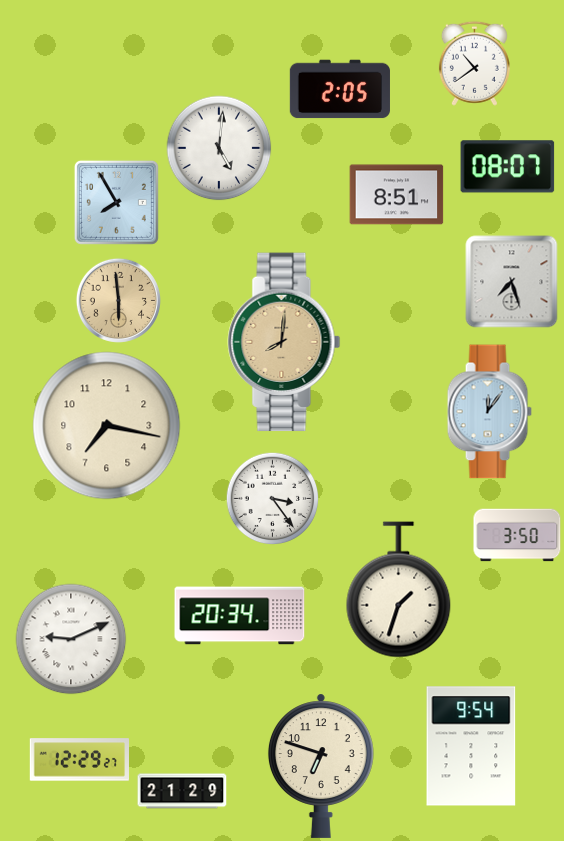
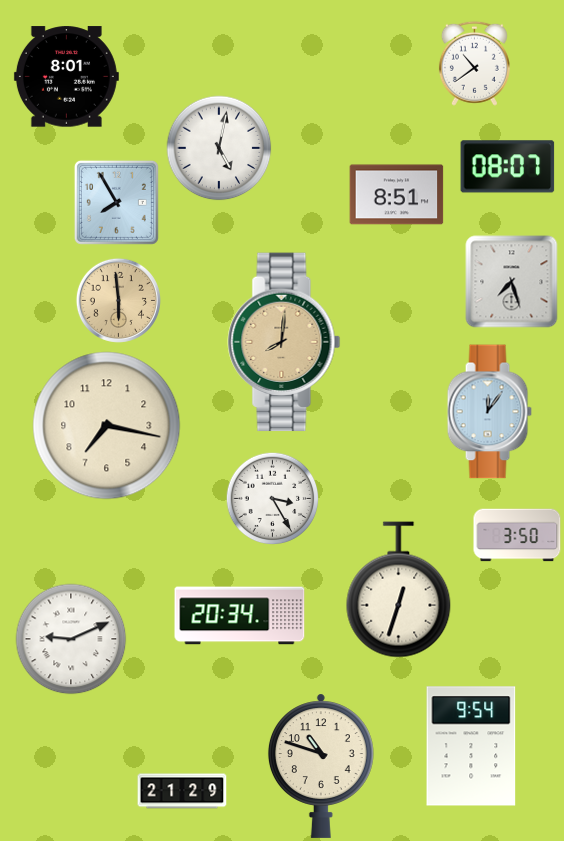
clock at (66, 77): none -> 8:01
clock at (340, 89): 2:05 -> none
clock at (219, 148): 5:01 -> 5:02
clock at (272, 498): 3:24 -> 3:25
clock at (399, 590): 1:33 -> 12:33
clock at (79, 760): 12:29 -> none
clock at (321, 766): 6:48 -> 10:48
